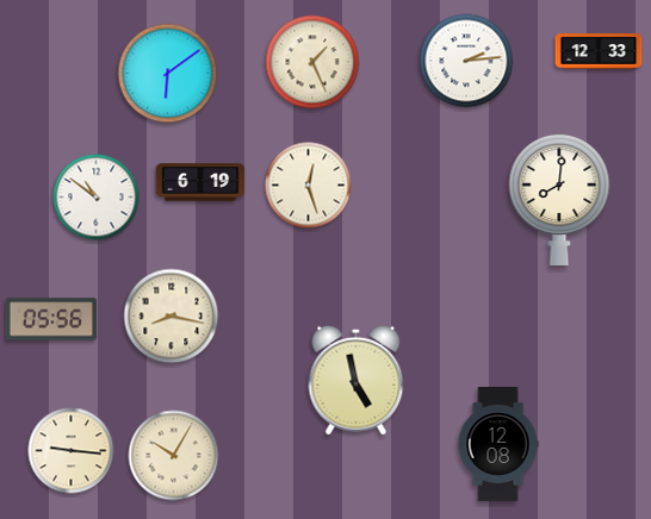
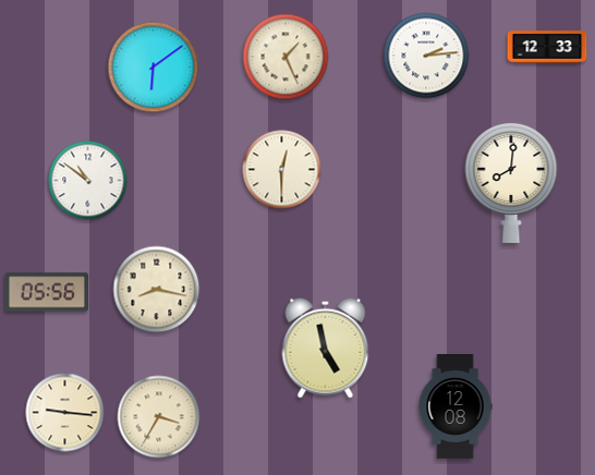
clock at (200, 182): 6:19 -> none
clock at (309, 186): 12:27 -> 12:30
clock at (174, 456): 10:05 -> 3:35
